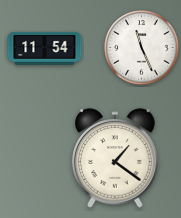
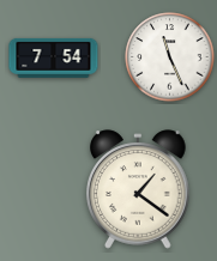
clock at (45, 48): 11:54 -> 7:54
